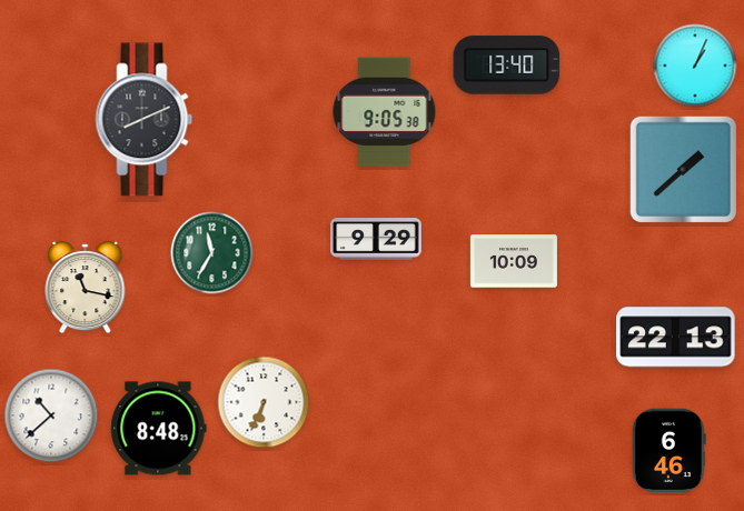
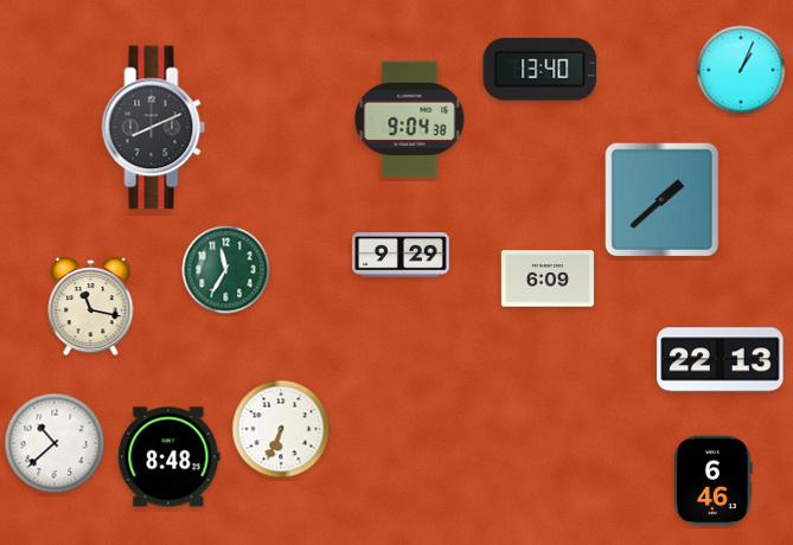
clock at (385, 112): 9:05 -> 9:04
clock at (683, 169) position: (683, 169) -> (661, 199)
clock at (514, 261): 10:09 -> 6:09
